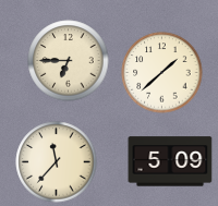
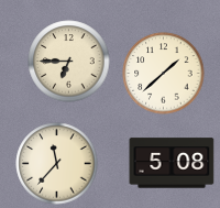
clock at (170, 161): 5:09 -> 5:08
